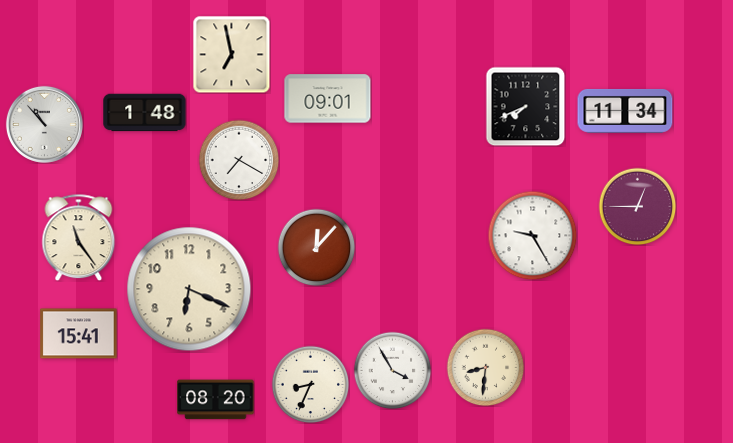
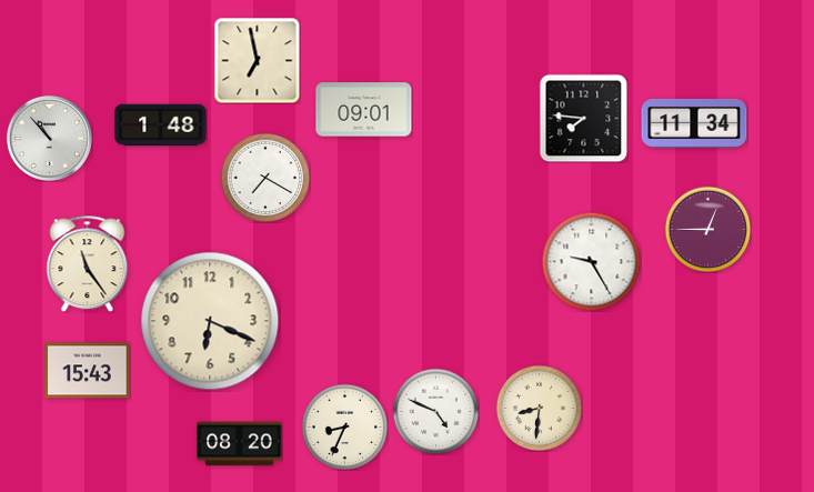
clock at (525, 106): 7:41 -> 7:46
clock at (316, 247): 12:07 -> none
clock at (79, 334): 15:41 -> 15:43
clock at (392, 370): 3:55 -> 4:49
